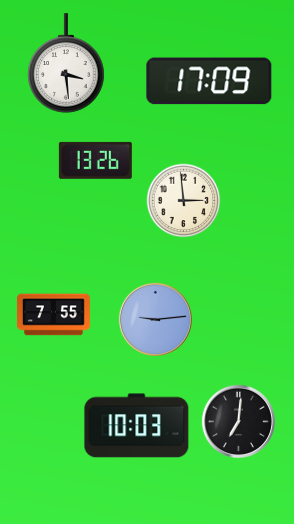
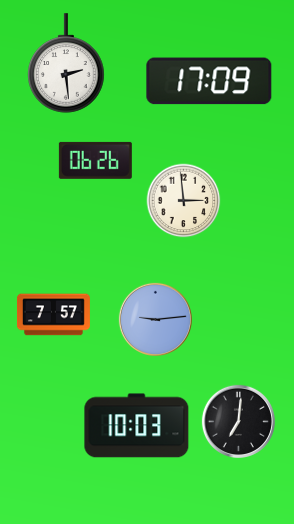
clock at (66, 63): 3:29 -> 2:29
clock at (95, 160): 13:26 -> 06:26
clock at (53, 315): 7:55 -> 7:57
